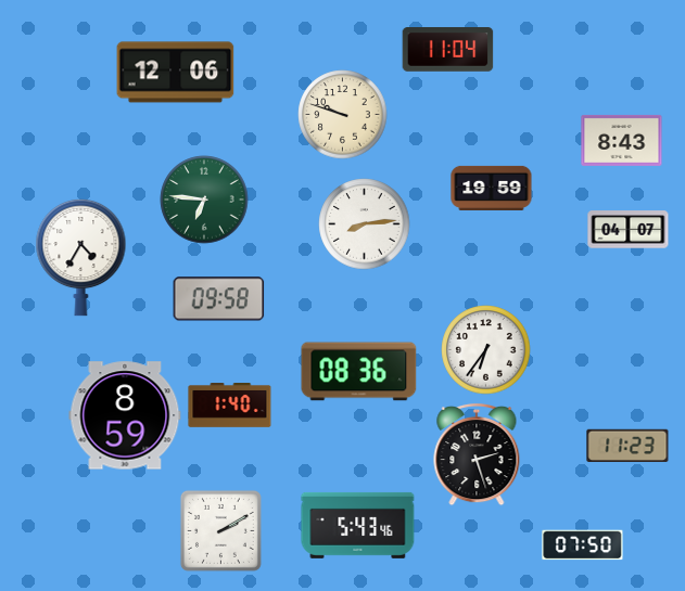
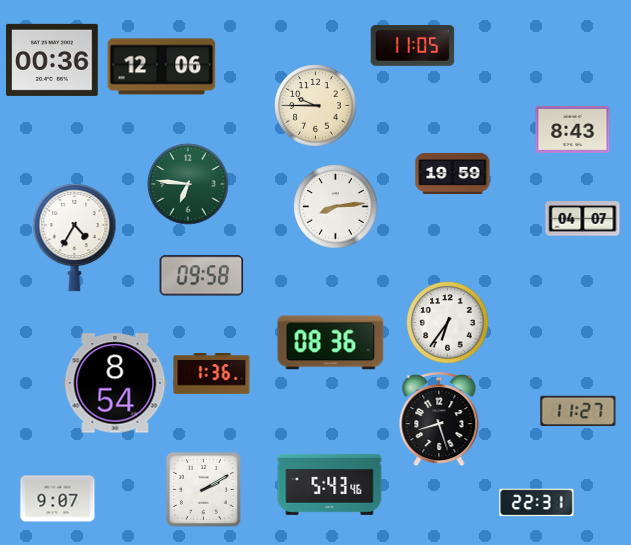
clock at (448, 50): 11:04 -> 11:05
clock at (53, 60): none -> 00:36
clock at (343, 115): 9:48 -> 9:45
clock at (629, 230) position: (629, 230) -> (583, 219)
clock at (230, 406): 1:40 -> 1:36
clock at (125, 415): 8:59 -> 8:54
clock at (627, 445): 11:23 -> 11:27
clock at (477, 454): 2:27 -> 8:27
clock at (58, 499): none -> 9:07
clock at (583, 545): 07:50 -> 22:31
